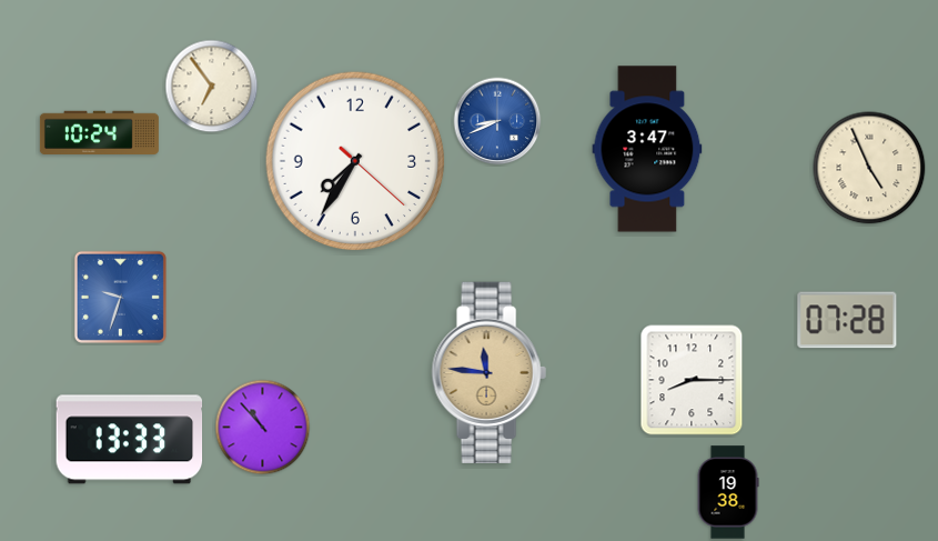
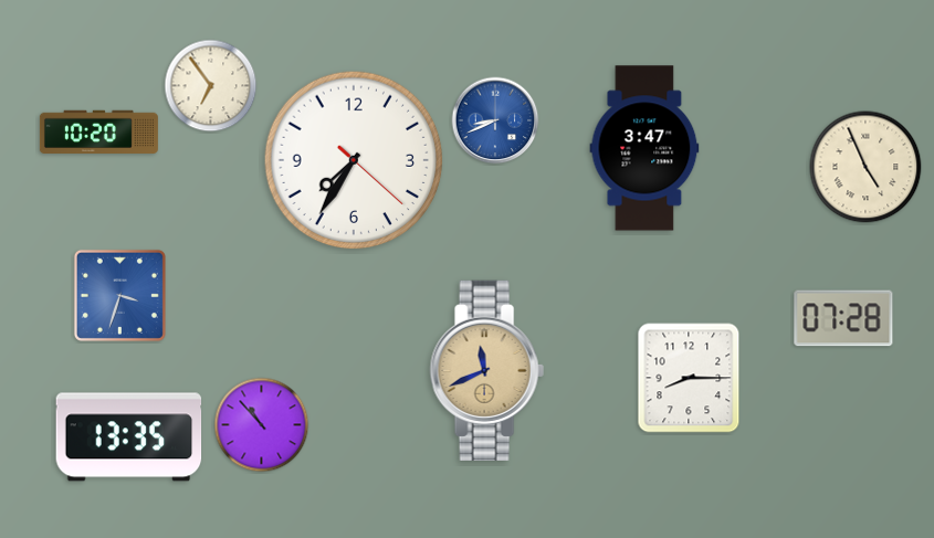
clock at (99, 133): 10:24 -> 10:20
clock at (120, 297): 9:33 -> 3:33
clock at (488, 372): 11:46 -> 11:41
clock at (130, 440): 13:33 -> 13:35
clock at (728, 492): 19:38 -> none
